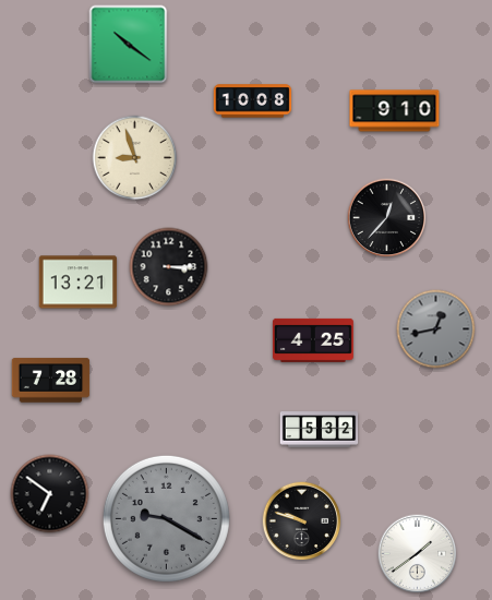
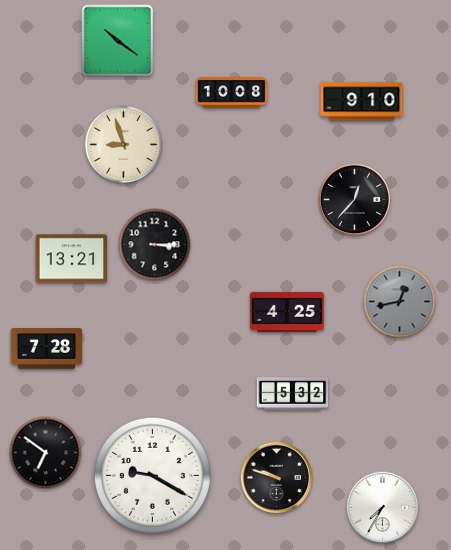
clock at (166, 518) dial: grey -> white
clock at (418, 554): 1:39 -> 7:35
